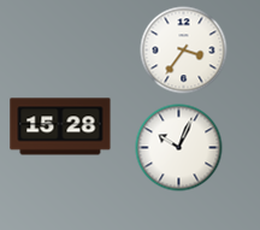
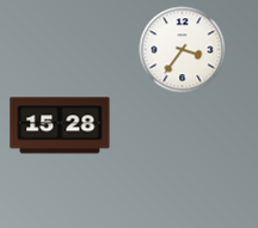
clock at (179, 148): 10:04 -> none
